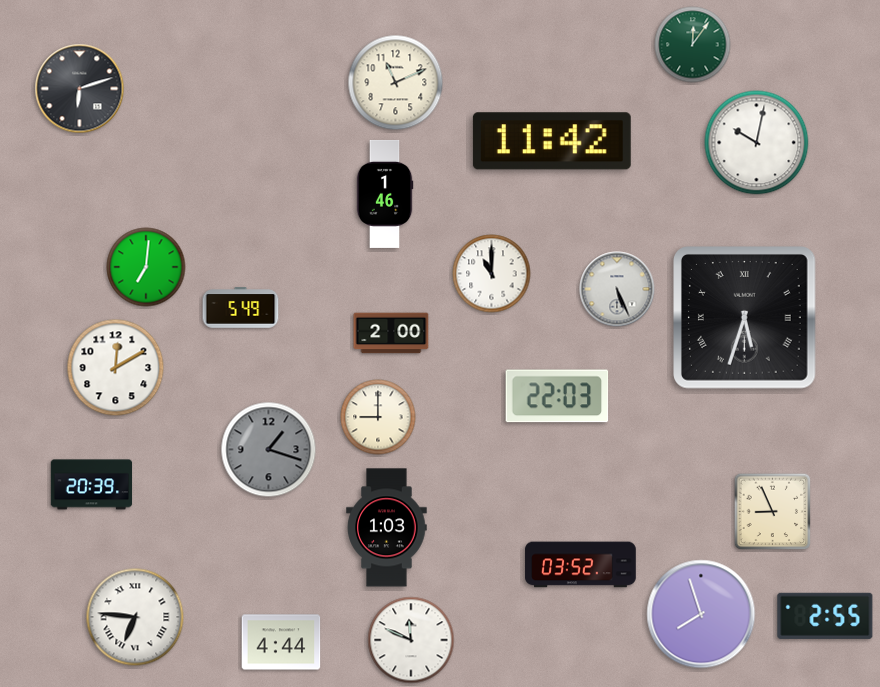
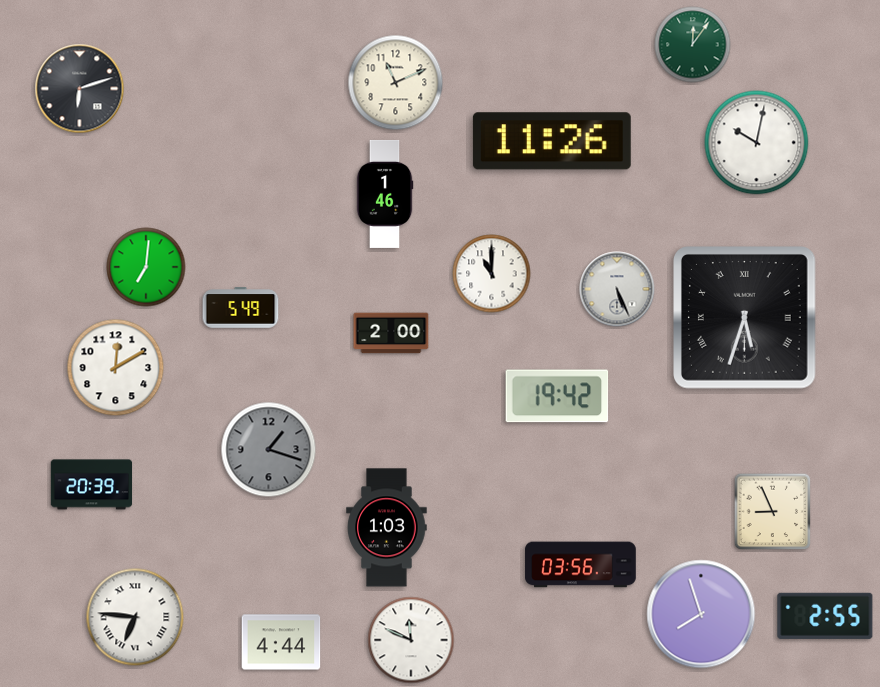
clock at (552, 141): 11:42 -> 11:26
clock at (557, 396): 22:03 -> 19:42
clock at (378, 417): 9:00 -> none
clock at (581, 565): 03:52 -> 03:56
